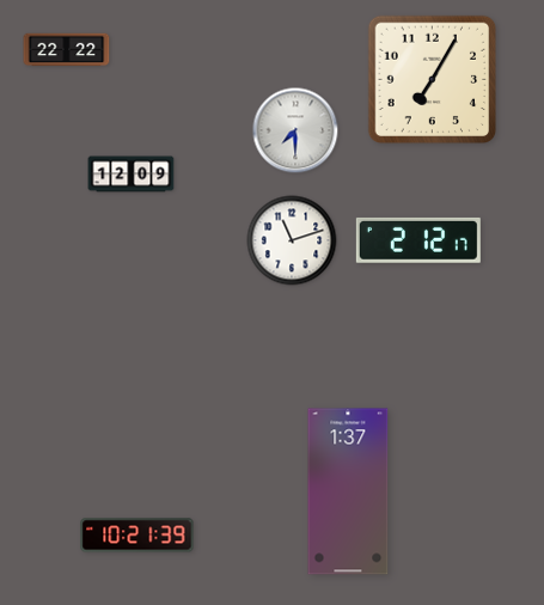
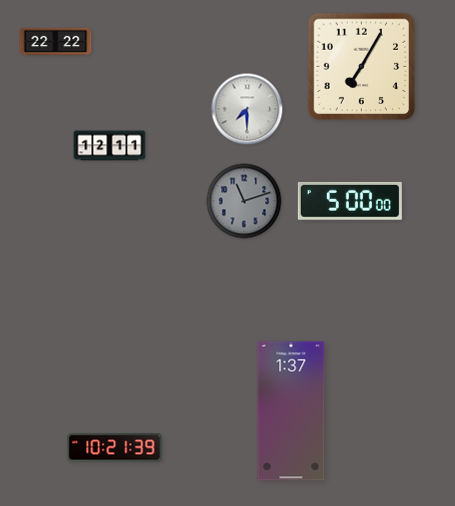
clock at (132, 175): 12:09 -> 12:11
clock at (292, 240) dial: white -> grey
clock at (418, 240): 2:12 -> 5:00
